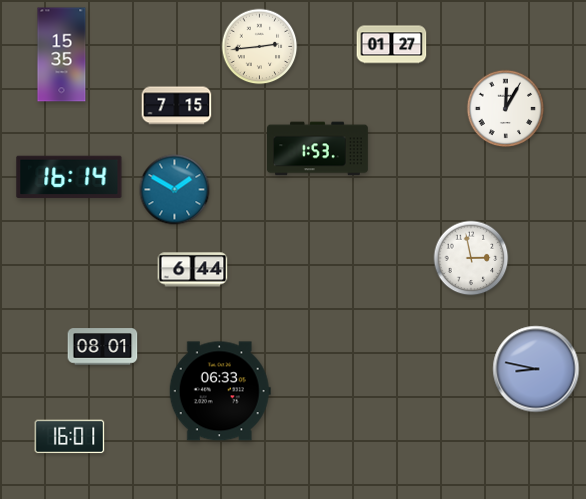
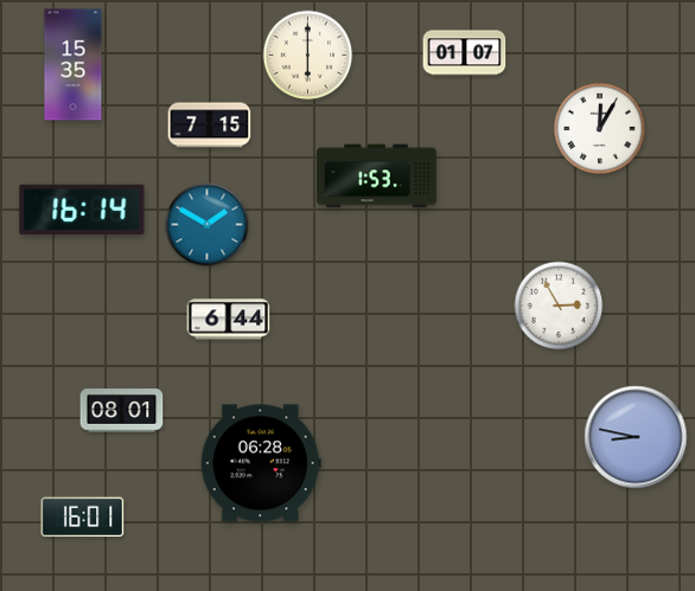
clock at (392, 45): 01:27 -> 01:07
clock at (260, 47): 2:44 -> 6:00
clock at (471, 258): 2:58 -> 2:55
clock at (220, 391): 06:33 -> 06:28
